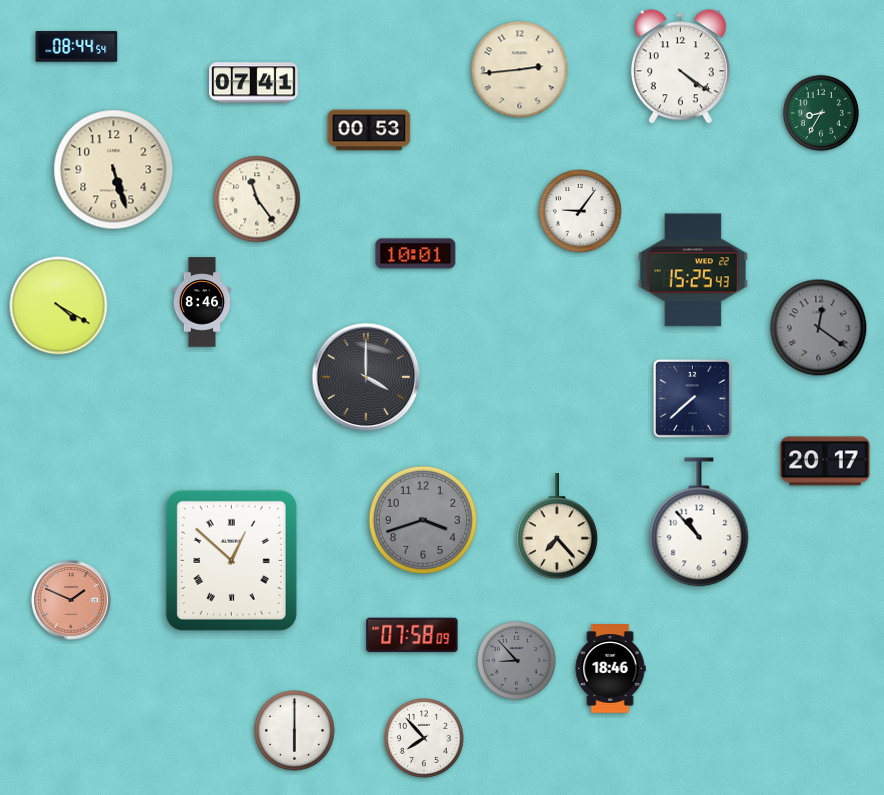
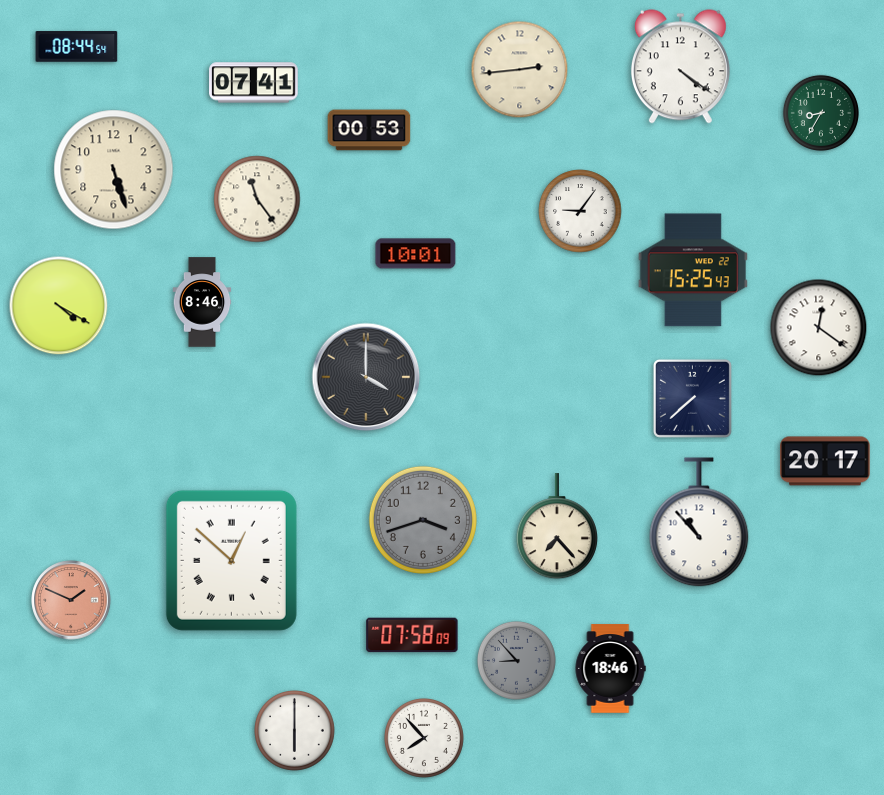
clock at (819, 328) dial: grey -> white
